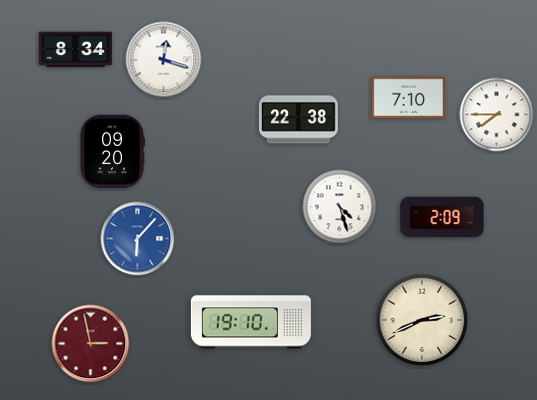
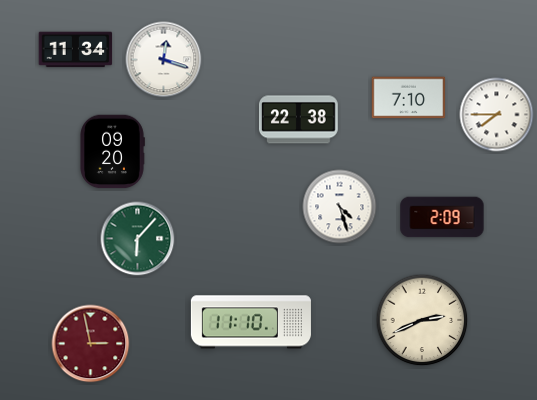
clock at (76, 50): 8:34 -> 11:34
clock at (138, 239) dial: blue -> green
clock at (251, 322): 19:10 -> 11:10
